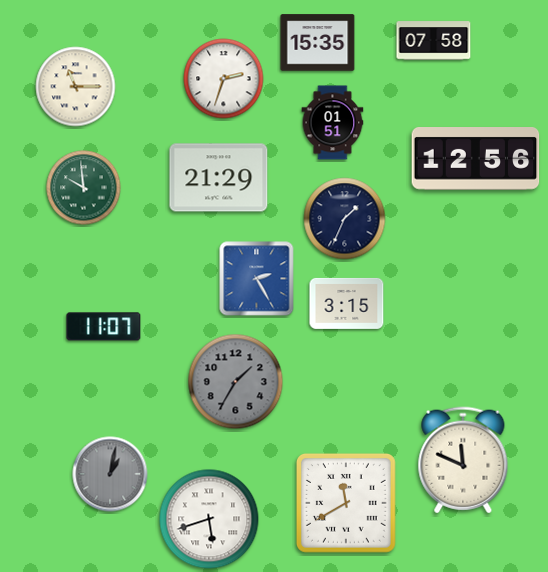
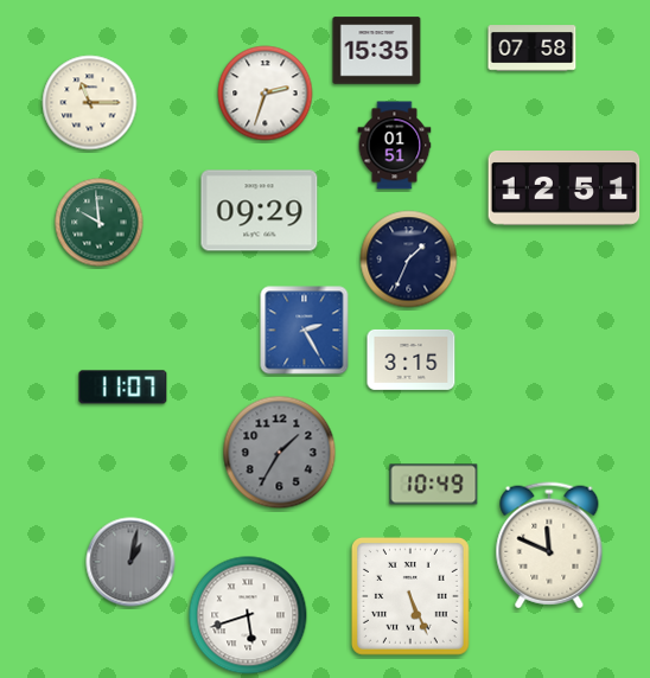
clock at (434, 41) position: (434, 41) -> (533, 49)
clock at (476, 159): 12:56 -> 12:51
clock at (219, 178): 21:29 -> 09:29
clock at (434, 485): none -> 10:49
clock at (346, 503): 11:40 -> 5:26
